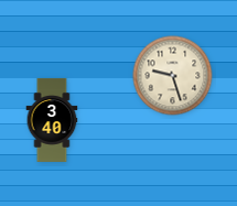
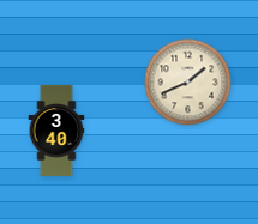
clock at (173, 76): 9:27 -> 1:41
